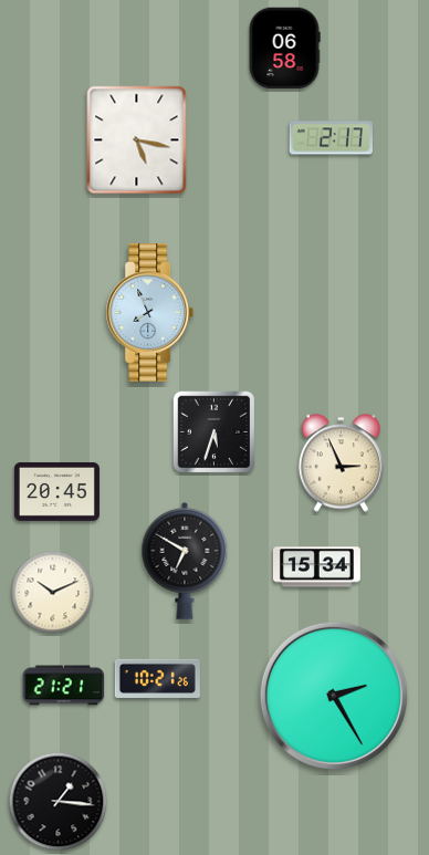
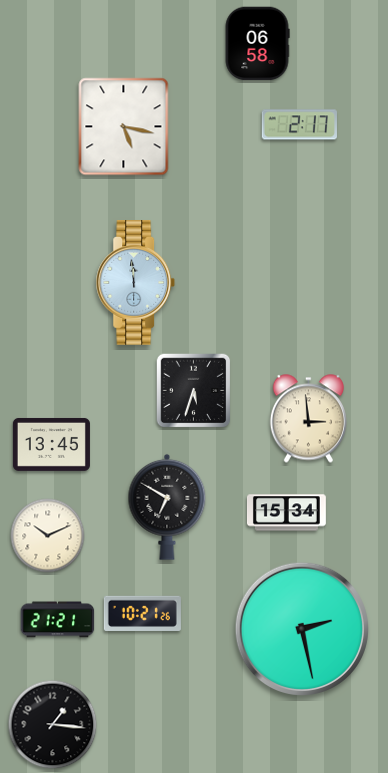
clock at (150, 313): 7:56 -> 11:59
clock at (341, 463): 2:56 -> 2:59
clock at (56, 491): 20:45 -> 13:45
clock at (334, 696): 2:25 -> 2:28
